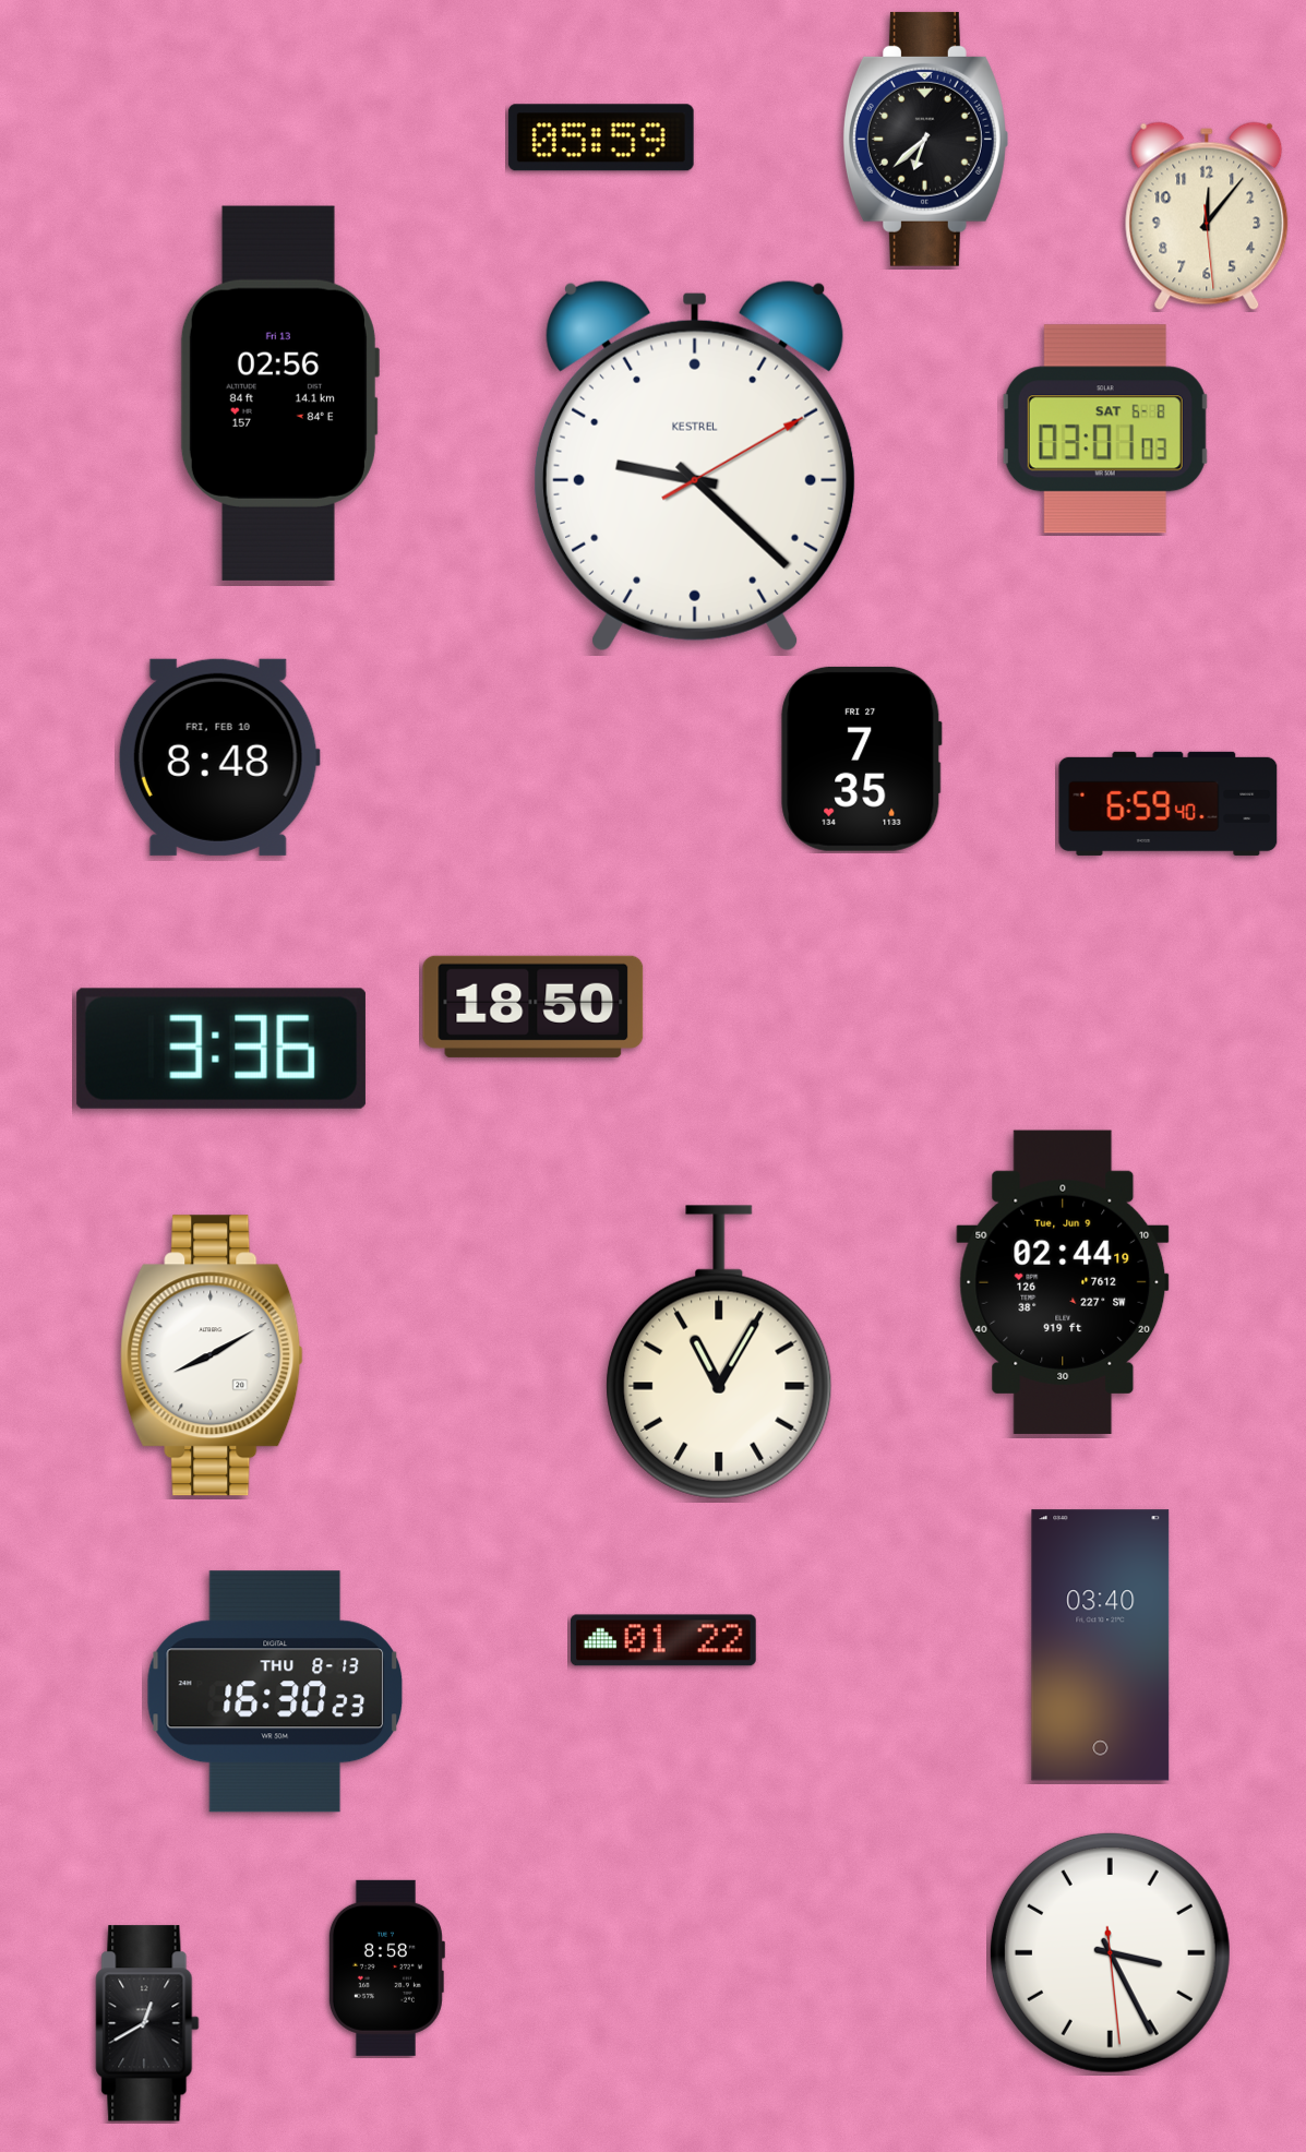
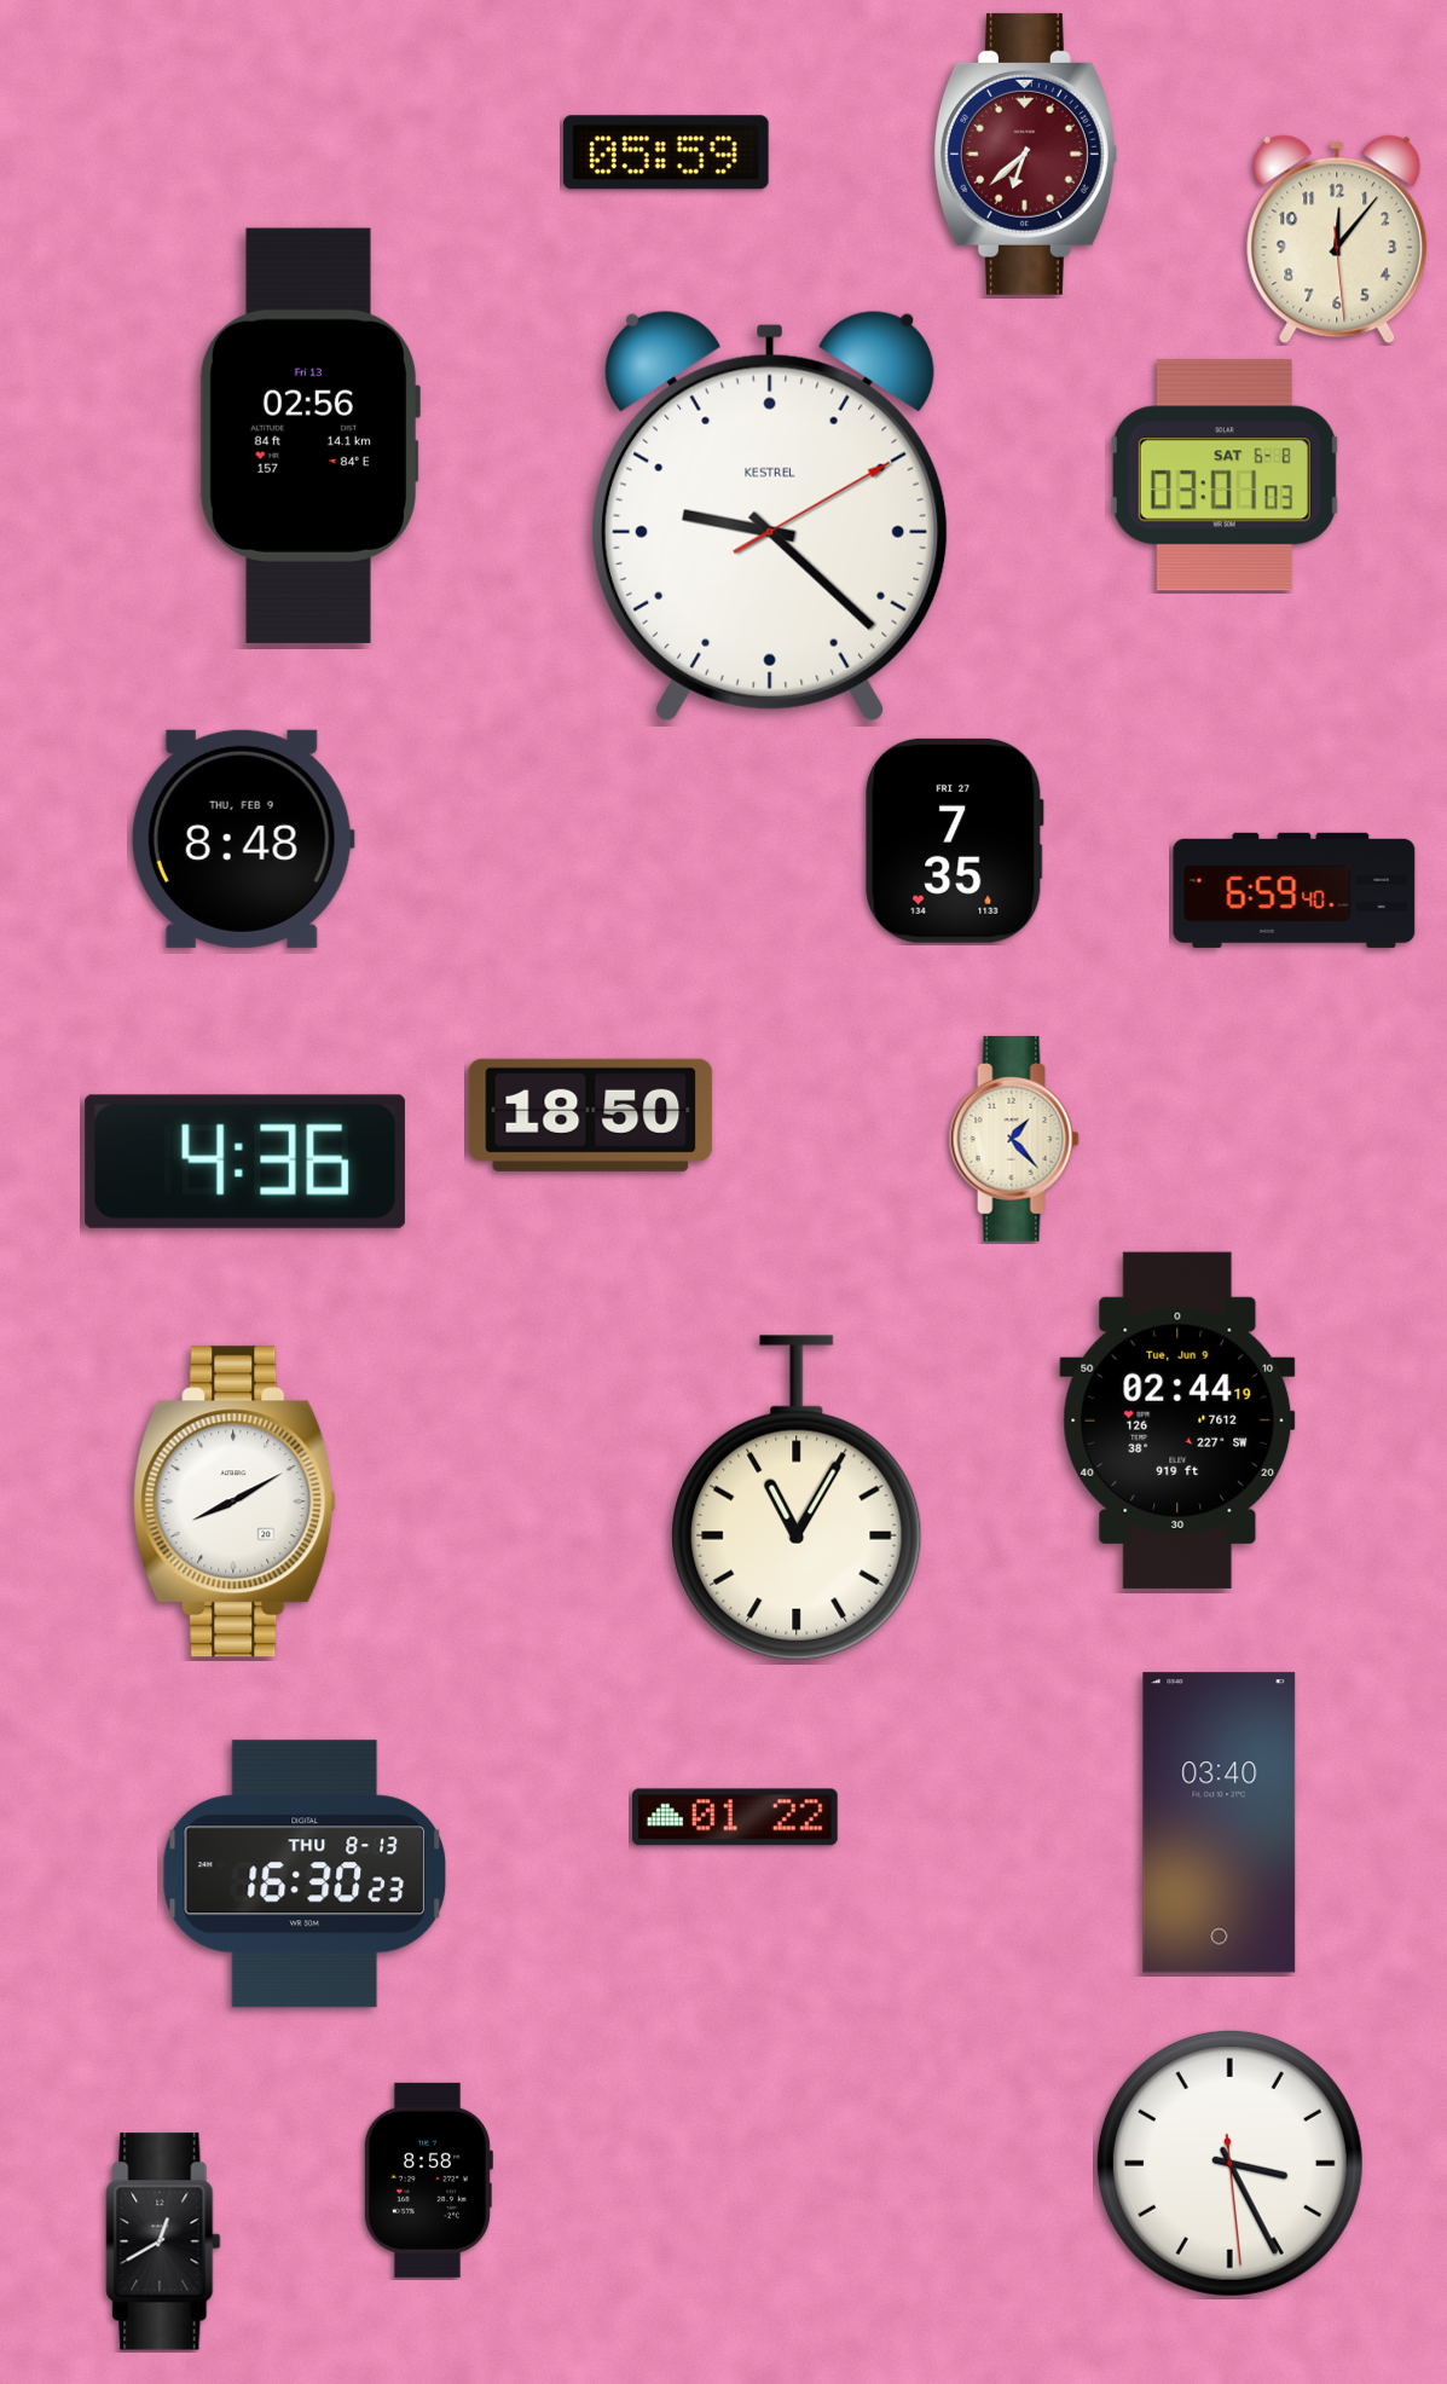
clock at (925, 139) dial: black -> burgundy
clock at (219, 757) date: FRI, FEB 10 -> THU, FEB 9
clock at (1014, 1139): none -> 1:23
clock at (221, 1049): 3:36 -> 4:36
